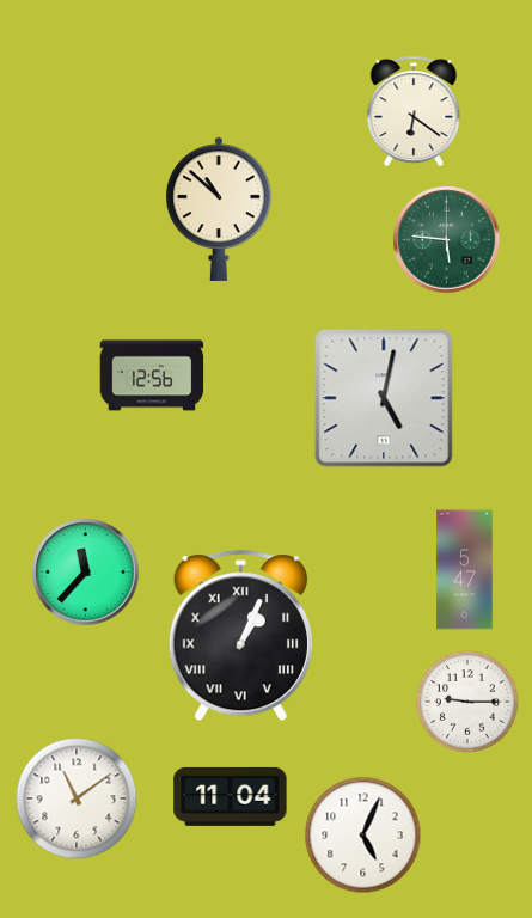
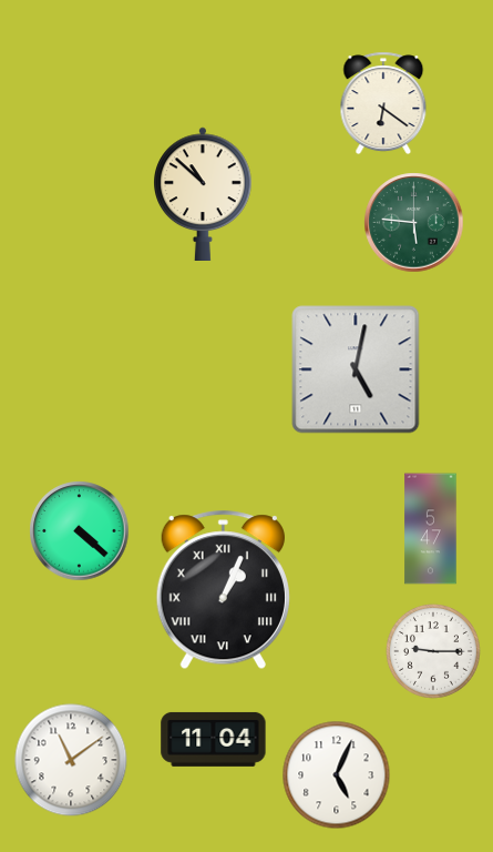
clock at (152, 375): 12:56 -> none
clock at (86, 573): 11:37 -> 4:22
clock at (77, 798) position: (77, 798) -> (71, 760)
